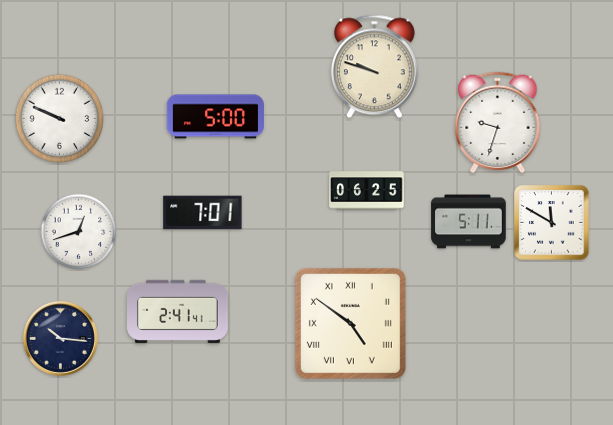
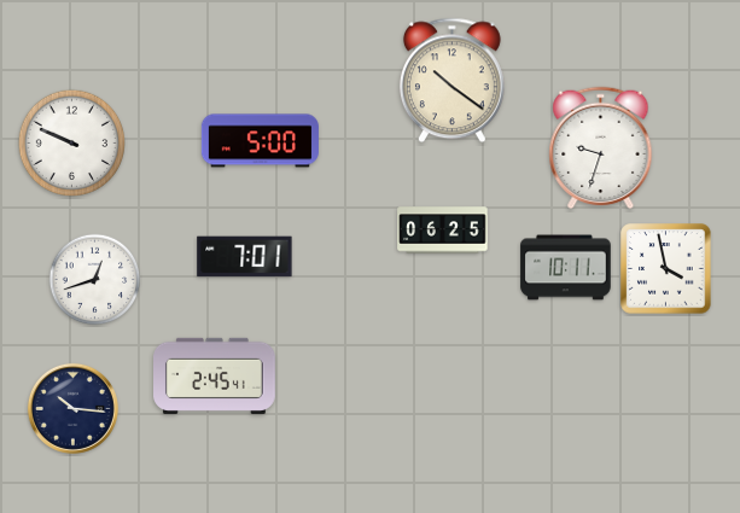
clock at (374, 67): 9:48 -> 10:21
clock at (469, 222): 5:11 -> 10:11
clock at (552, 223): 11:50 -> 3:58
clock at (178, 311): 2:41 -> 2:45
clock at (350, 323): 4:51 -> none
